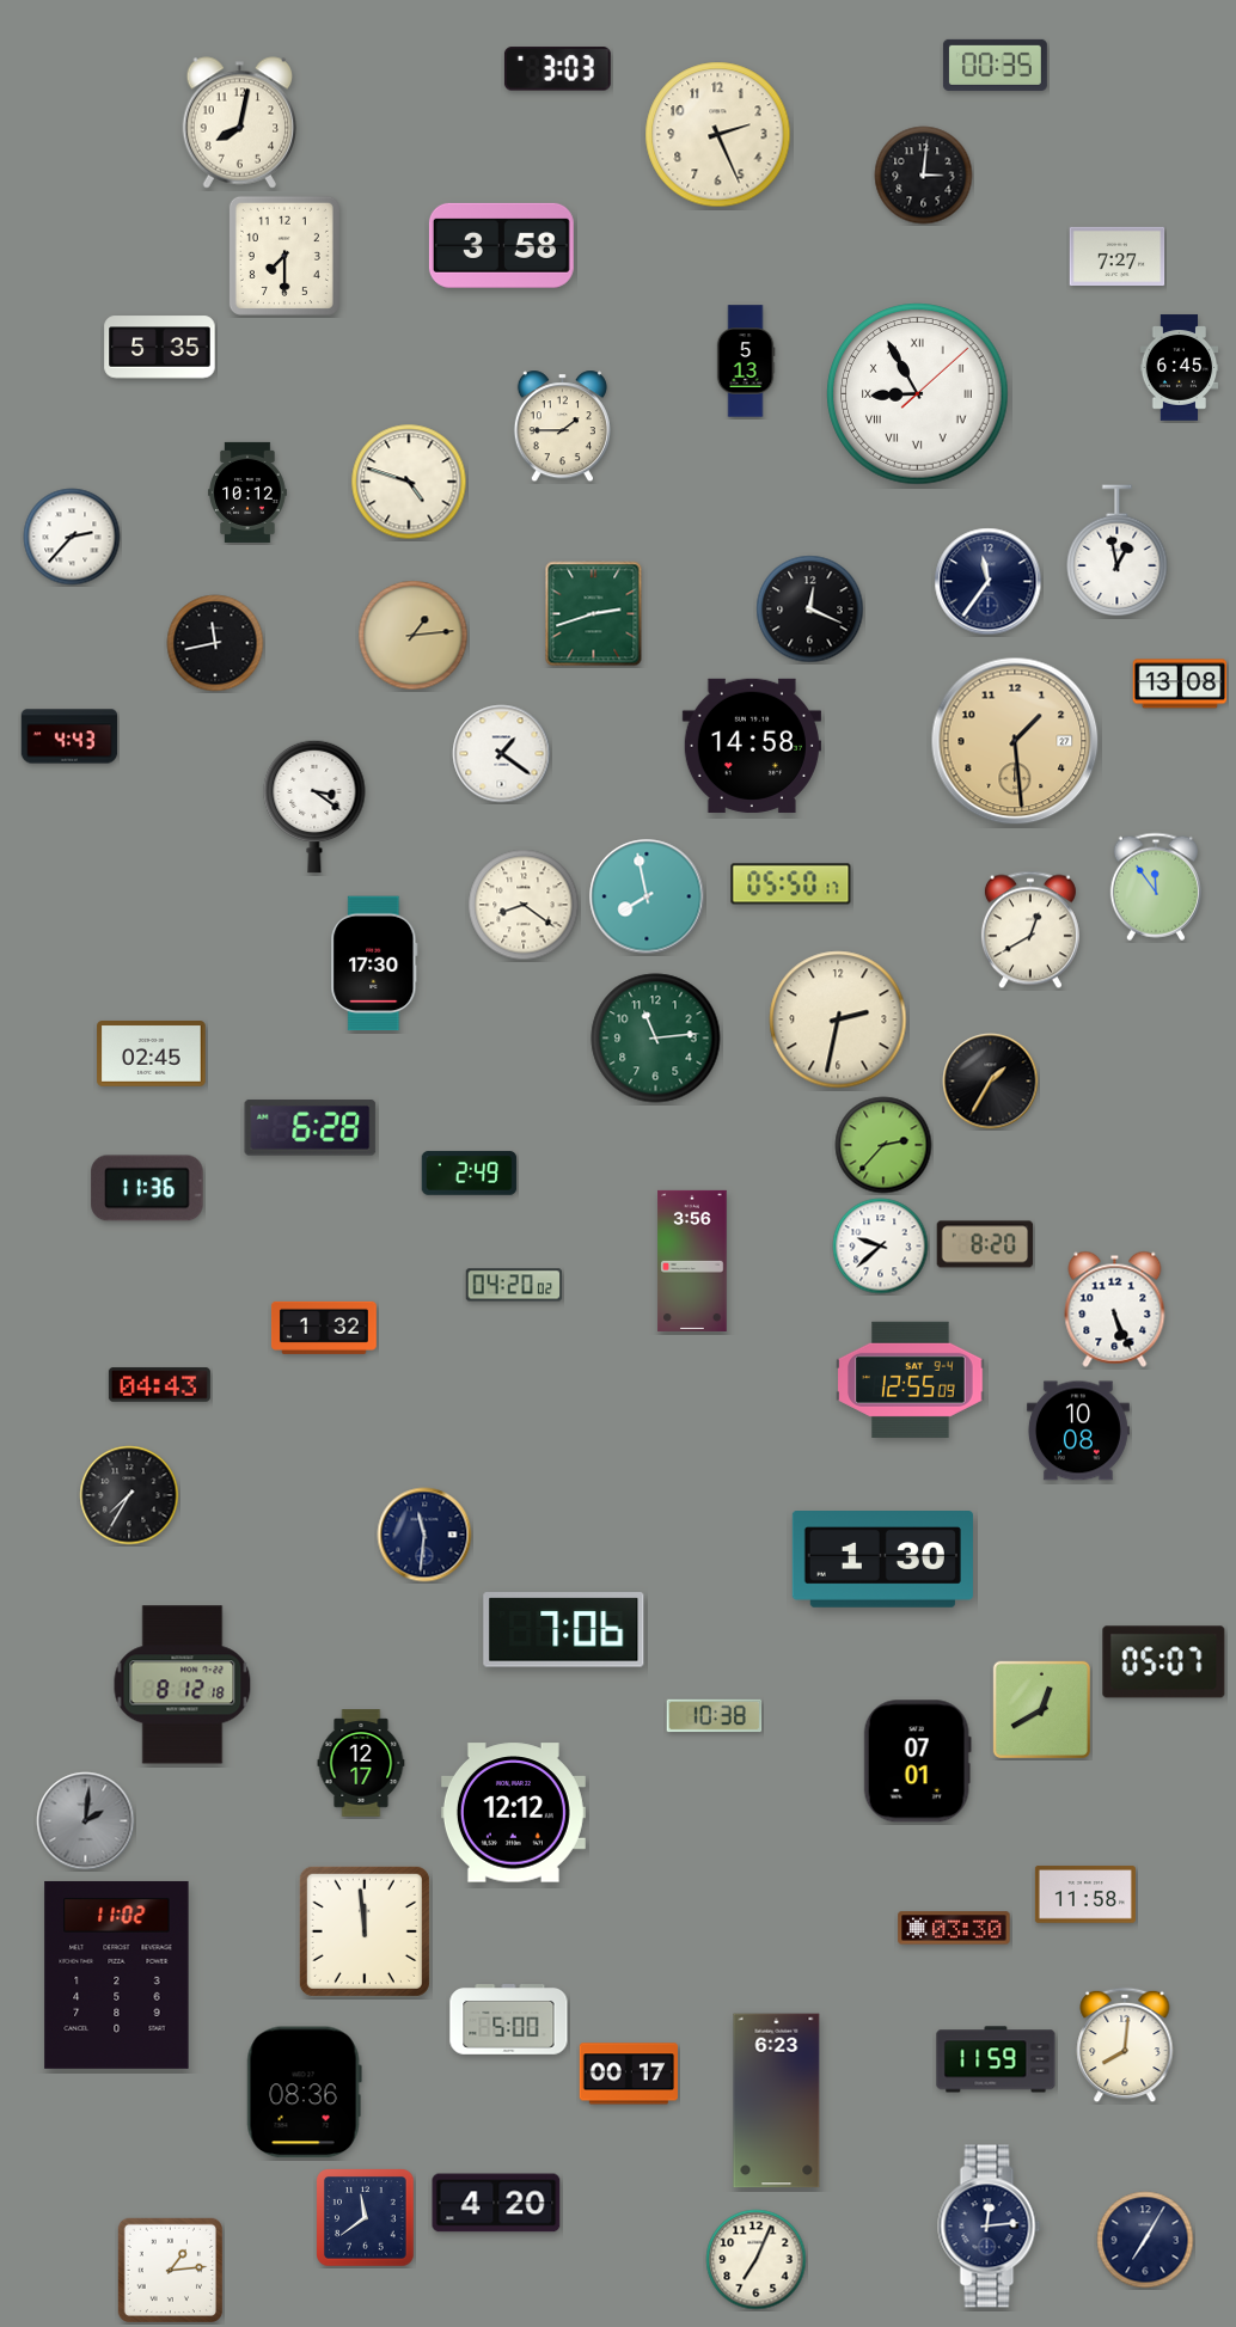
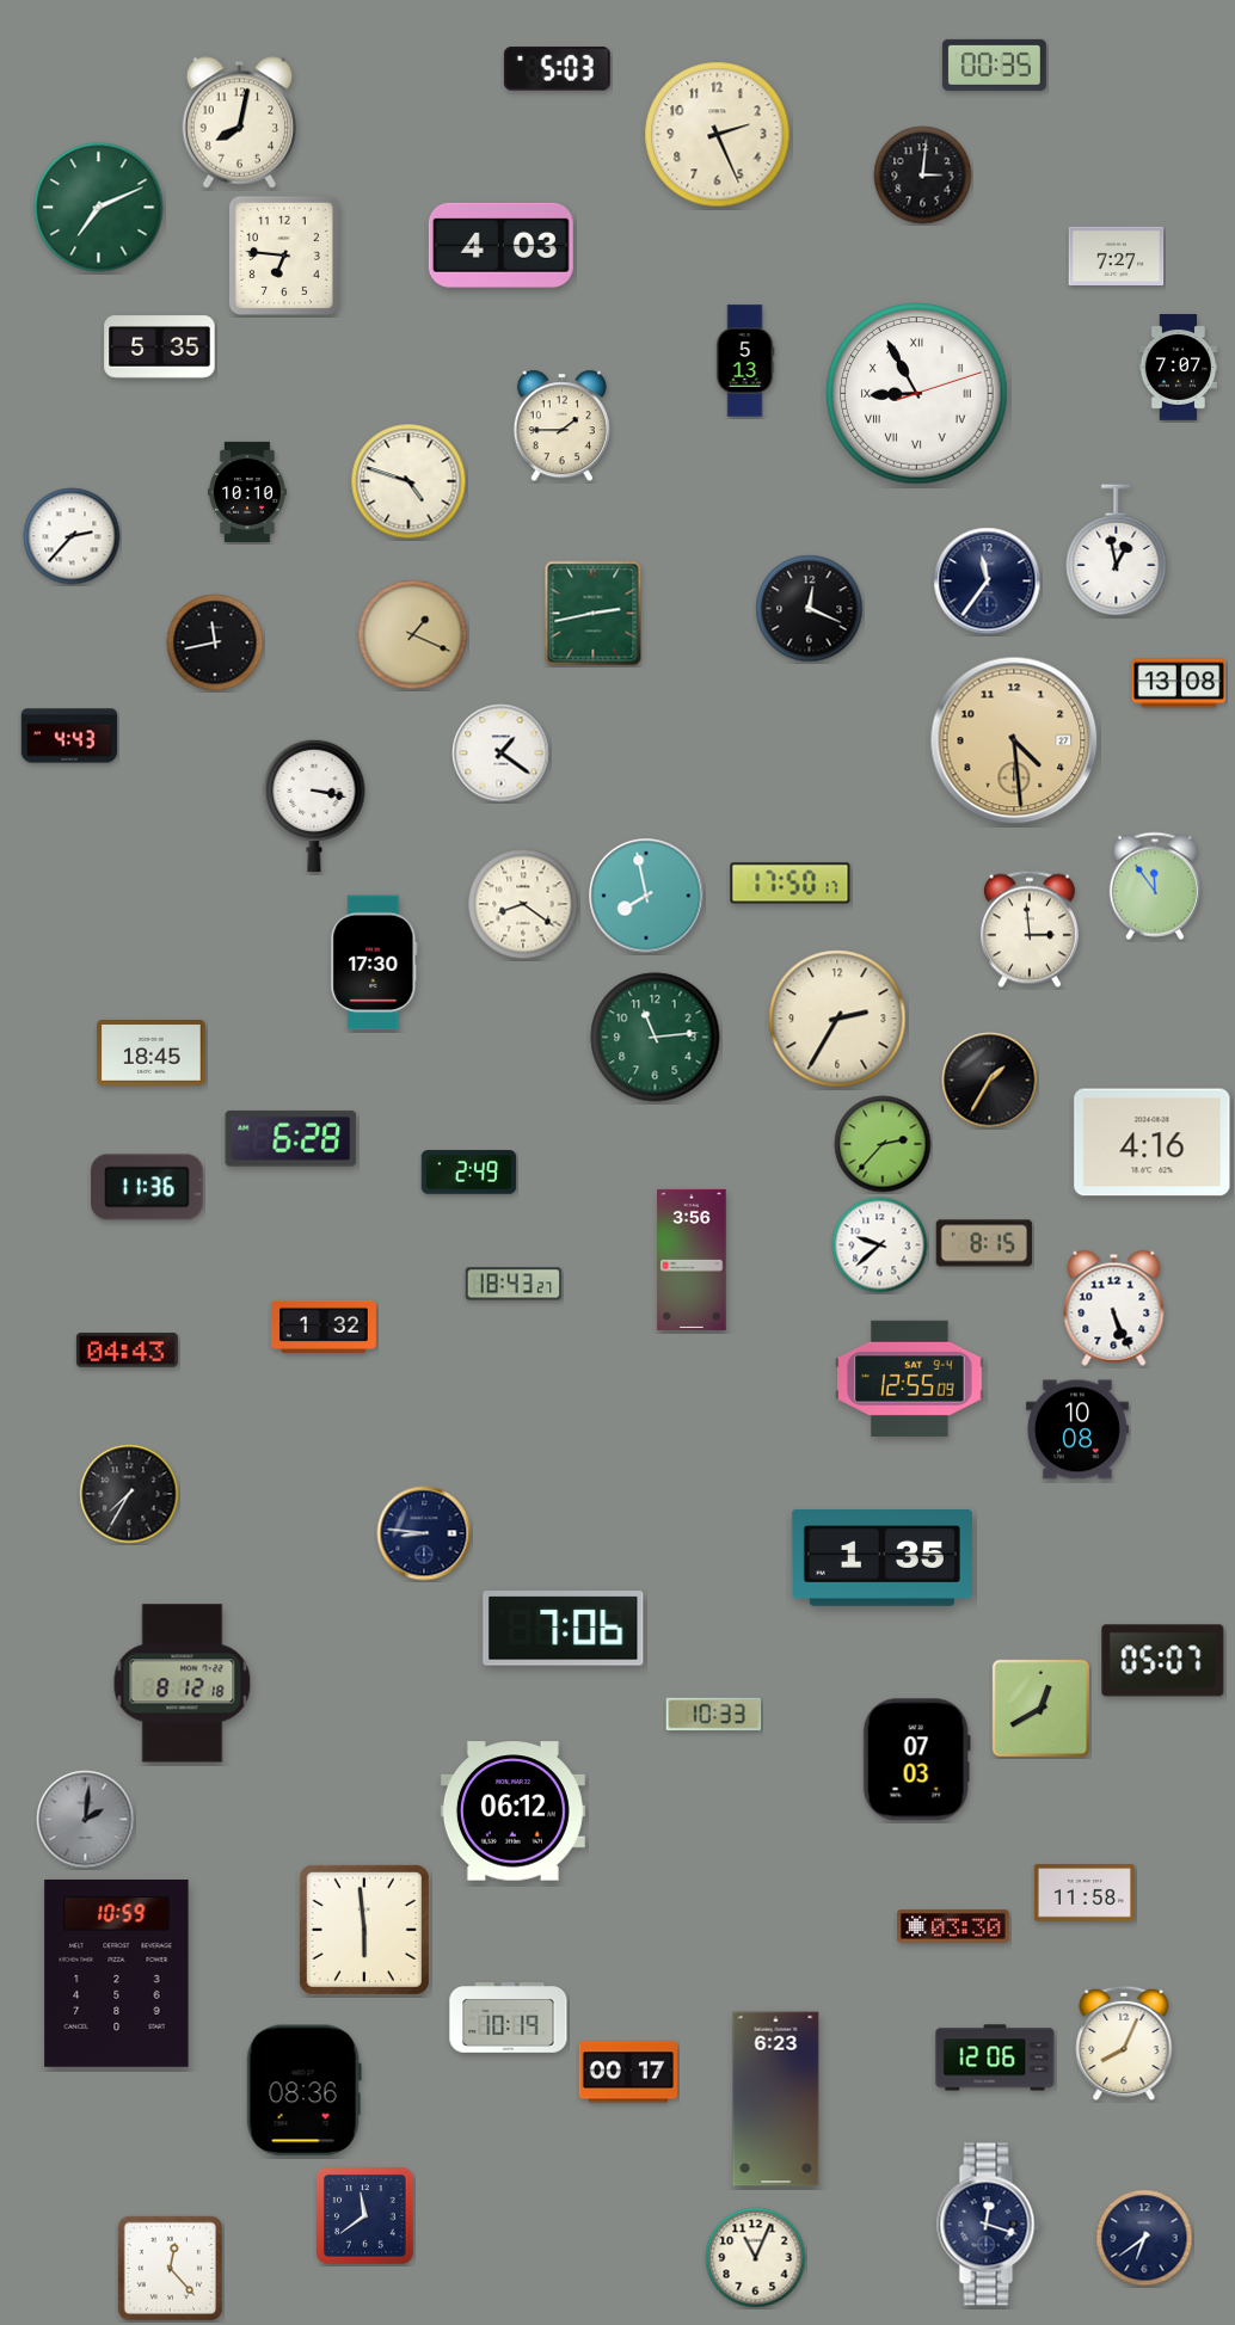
clock at (557, 69): 3:03 -> 5:03
clock at (99, 208): none -> 7:11
clock at (501, 245): 3:58 -> 4:03
clock at (284, 256): 7:30 -> 6:46
clock at (1180, 368): 6:45 -> 7:07
clock at (918, 394): 8:55:08 -> 8:55:12
clock at (247, 492): 10:12 -> 10:10
clock at (594, 614): 2:42 -> 2:43
clock at (414, 636): 1:14 -> 1:19
clock at (1015, 741): 1:29 -> 4:29
clock at (752, 746): 14:58 -> none
clock at (314, 807): 3:21 -> 3:17
clock at (791, 884): 05:50 -> 17:50
clock at (1030, 930): 12:40 -> 2:59
clock at (838, 1019): 2:32 -> 2:35
clock at (152, 1054): 02:45 -> 18:45
clock at (311, 1127) position: (311, 1127) -> (291, 1138)
clock at (1153, 1143): none -> 4:16
clock at (985, 1244): 8:20 -> 8:15
clock at (514, 1285): 04:20 -> 18:43
clock at (159, 1385) position: (159, 1385) -> (127, 1351)
clock at (424, 1535): 11:31 -> 8:46
clock at (882, 1560): 1:30 -> 1:35
clock at (715, 1716): 10:38 -> 10:33
clock at (917, 1762): 07:01 -> 07:03
clock at (361, 1763): 12:17 -> none
clock at (513, 1813): 12:12 -> 06:12
clock at (365, 1931): 11:59 -> 5:59
clock at (117, 1974): 11:02 -> 10:59
clock at (509, 2020): 5:00 -> 10:19
clock at (1125, 2045): 8:01 -> 8:04
clock at (996, 2059): 11:59 -> 12:06
clock at (496, 2203): 4:20 -> none
clock at (990, 2227): 12:14 -> 12:18
clock at (1145, 2240): 7:05 -> 6:39
clock at (757, 2260): 7:04 -> 11:04
clock at (170, 2270): 1:14 -> 12:23
